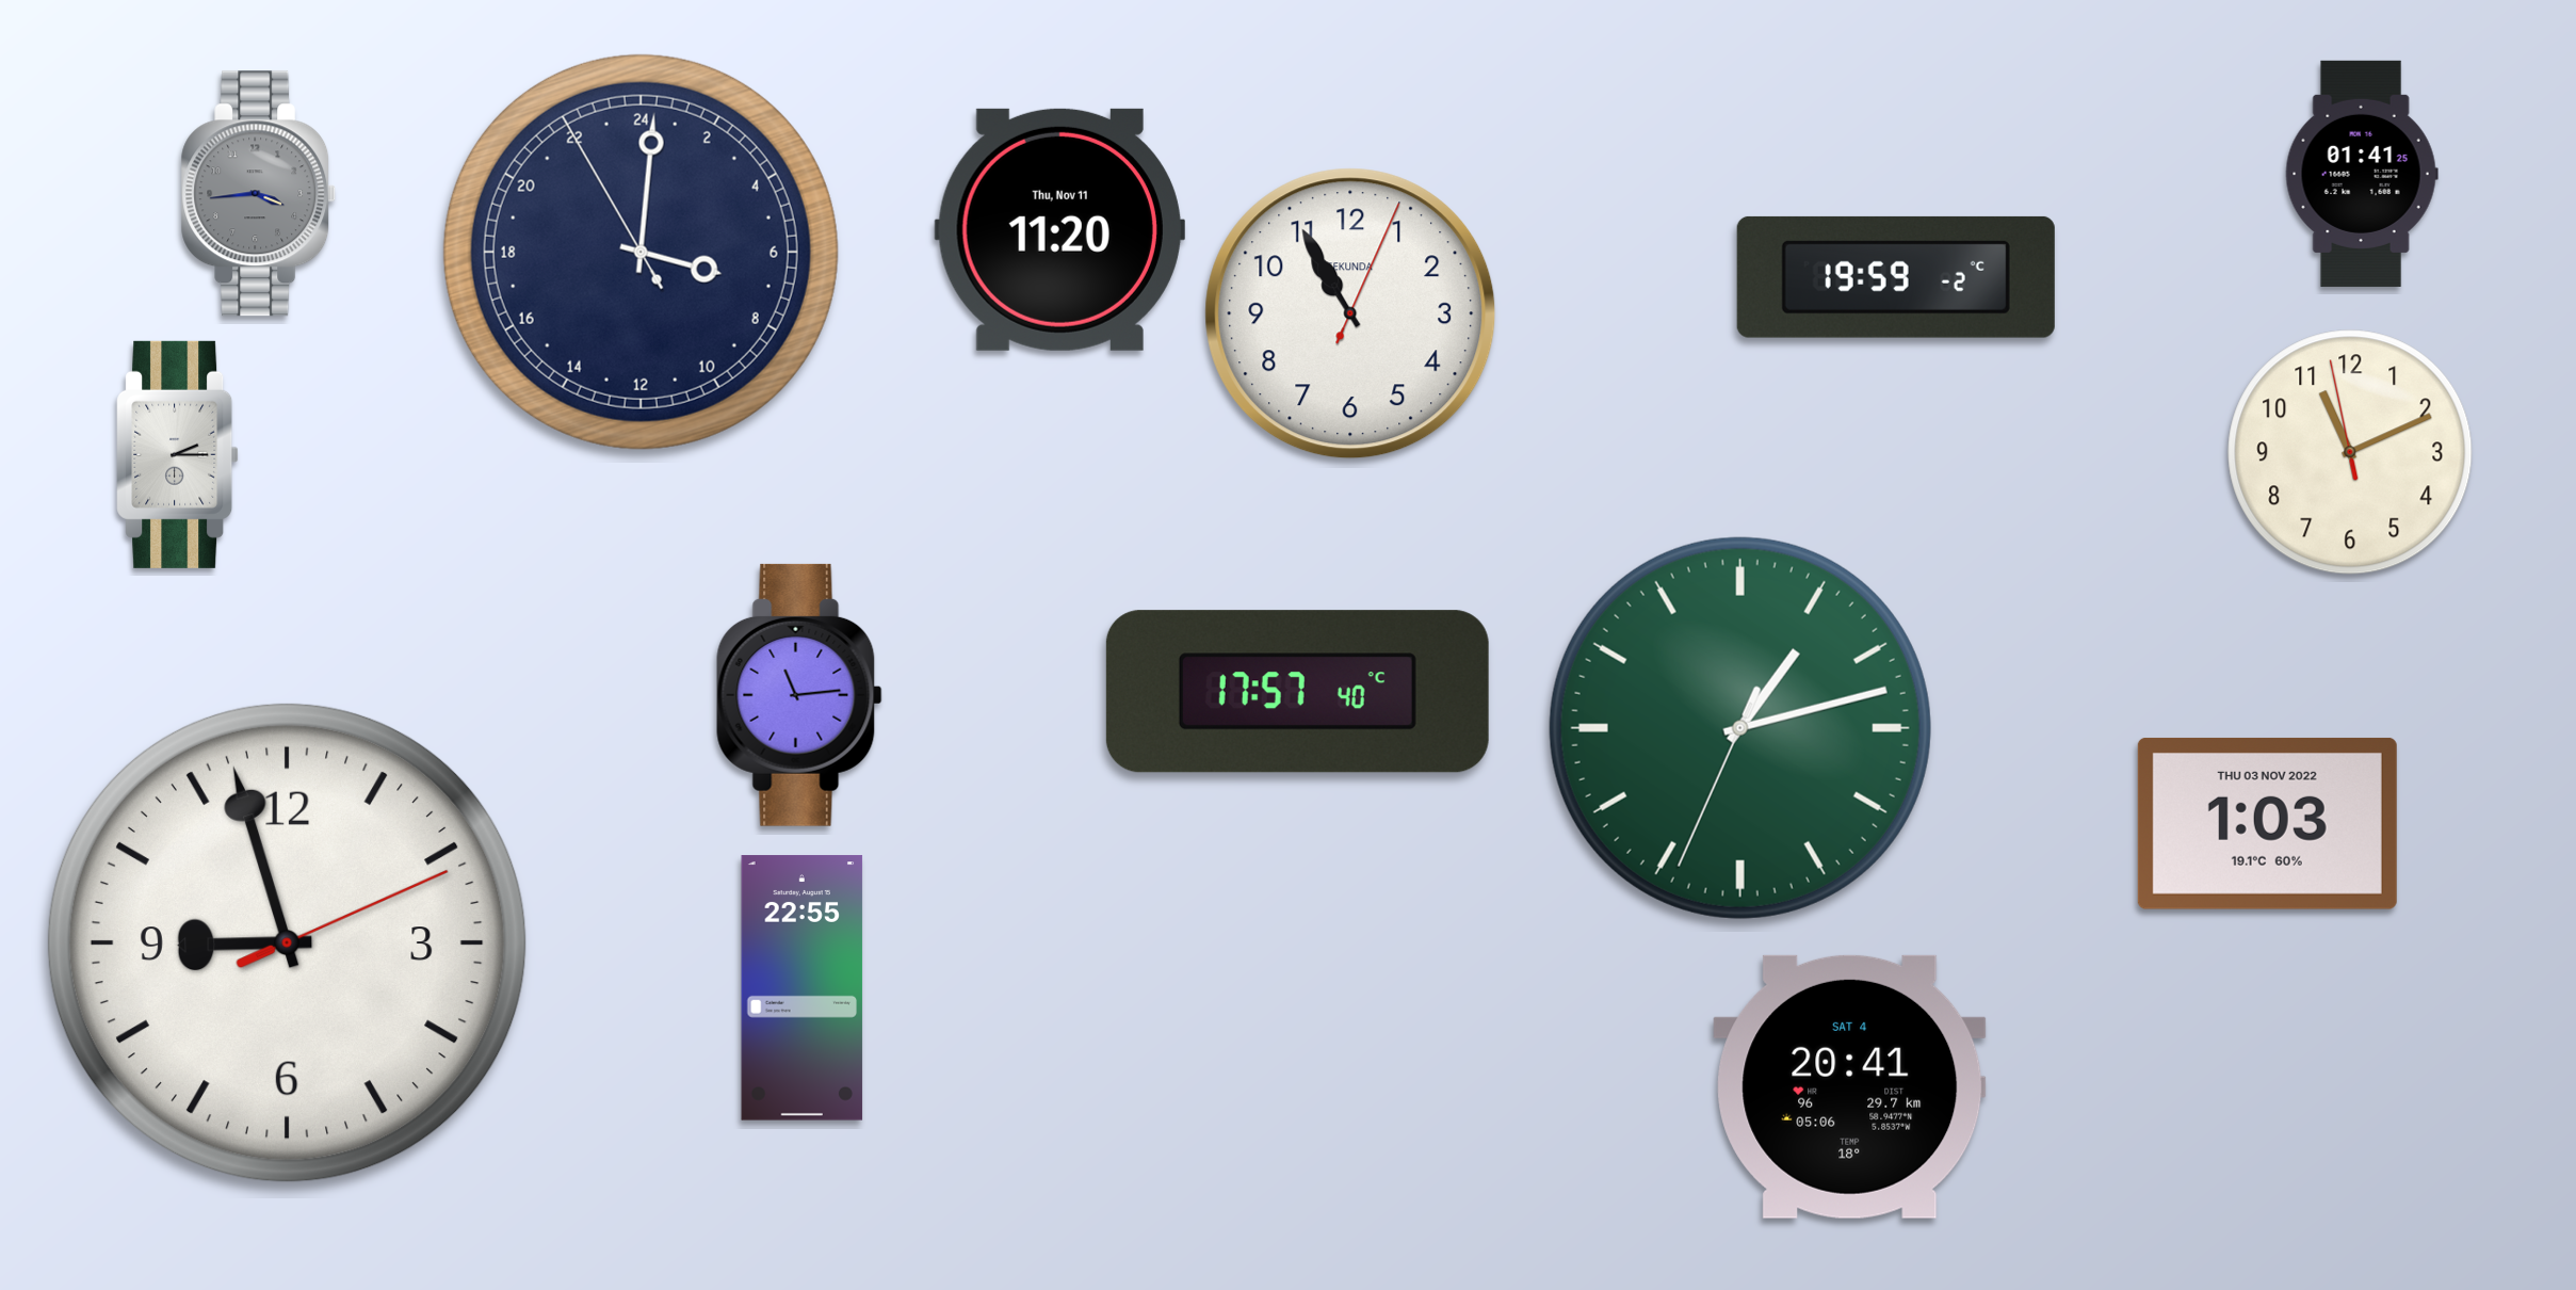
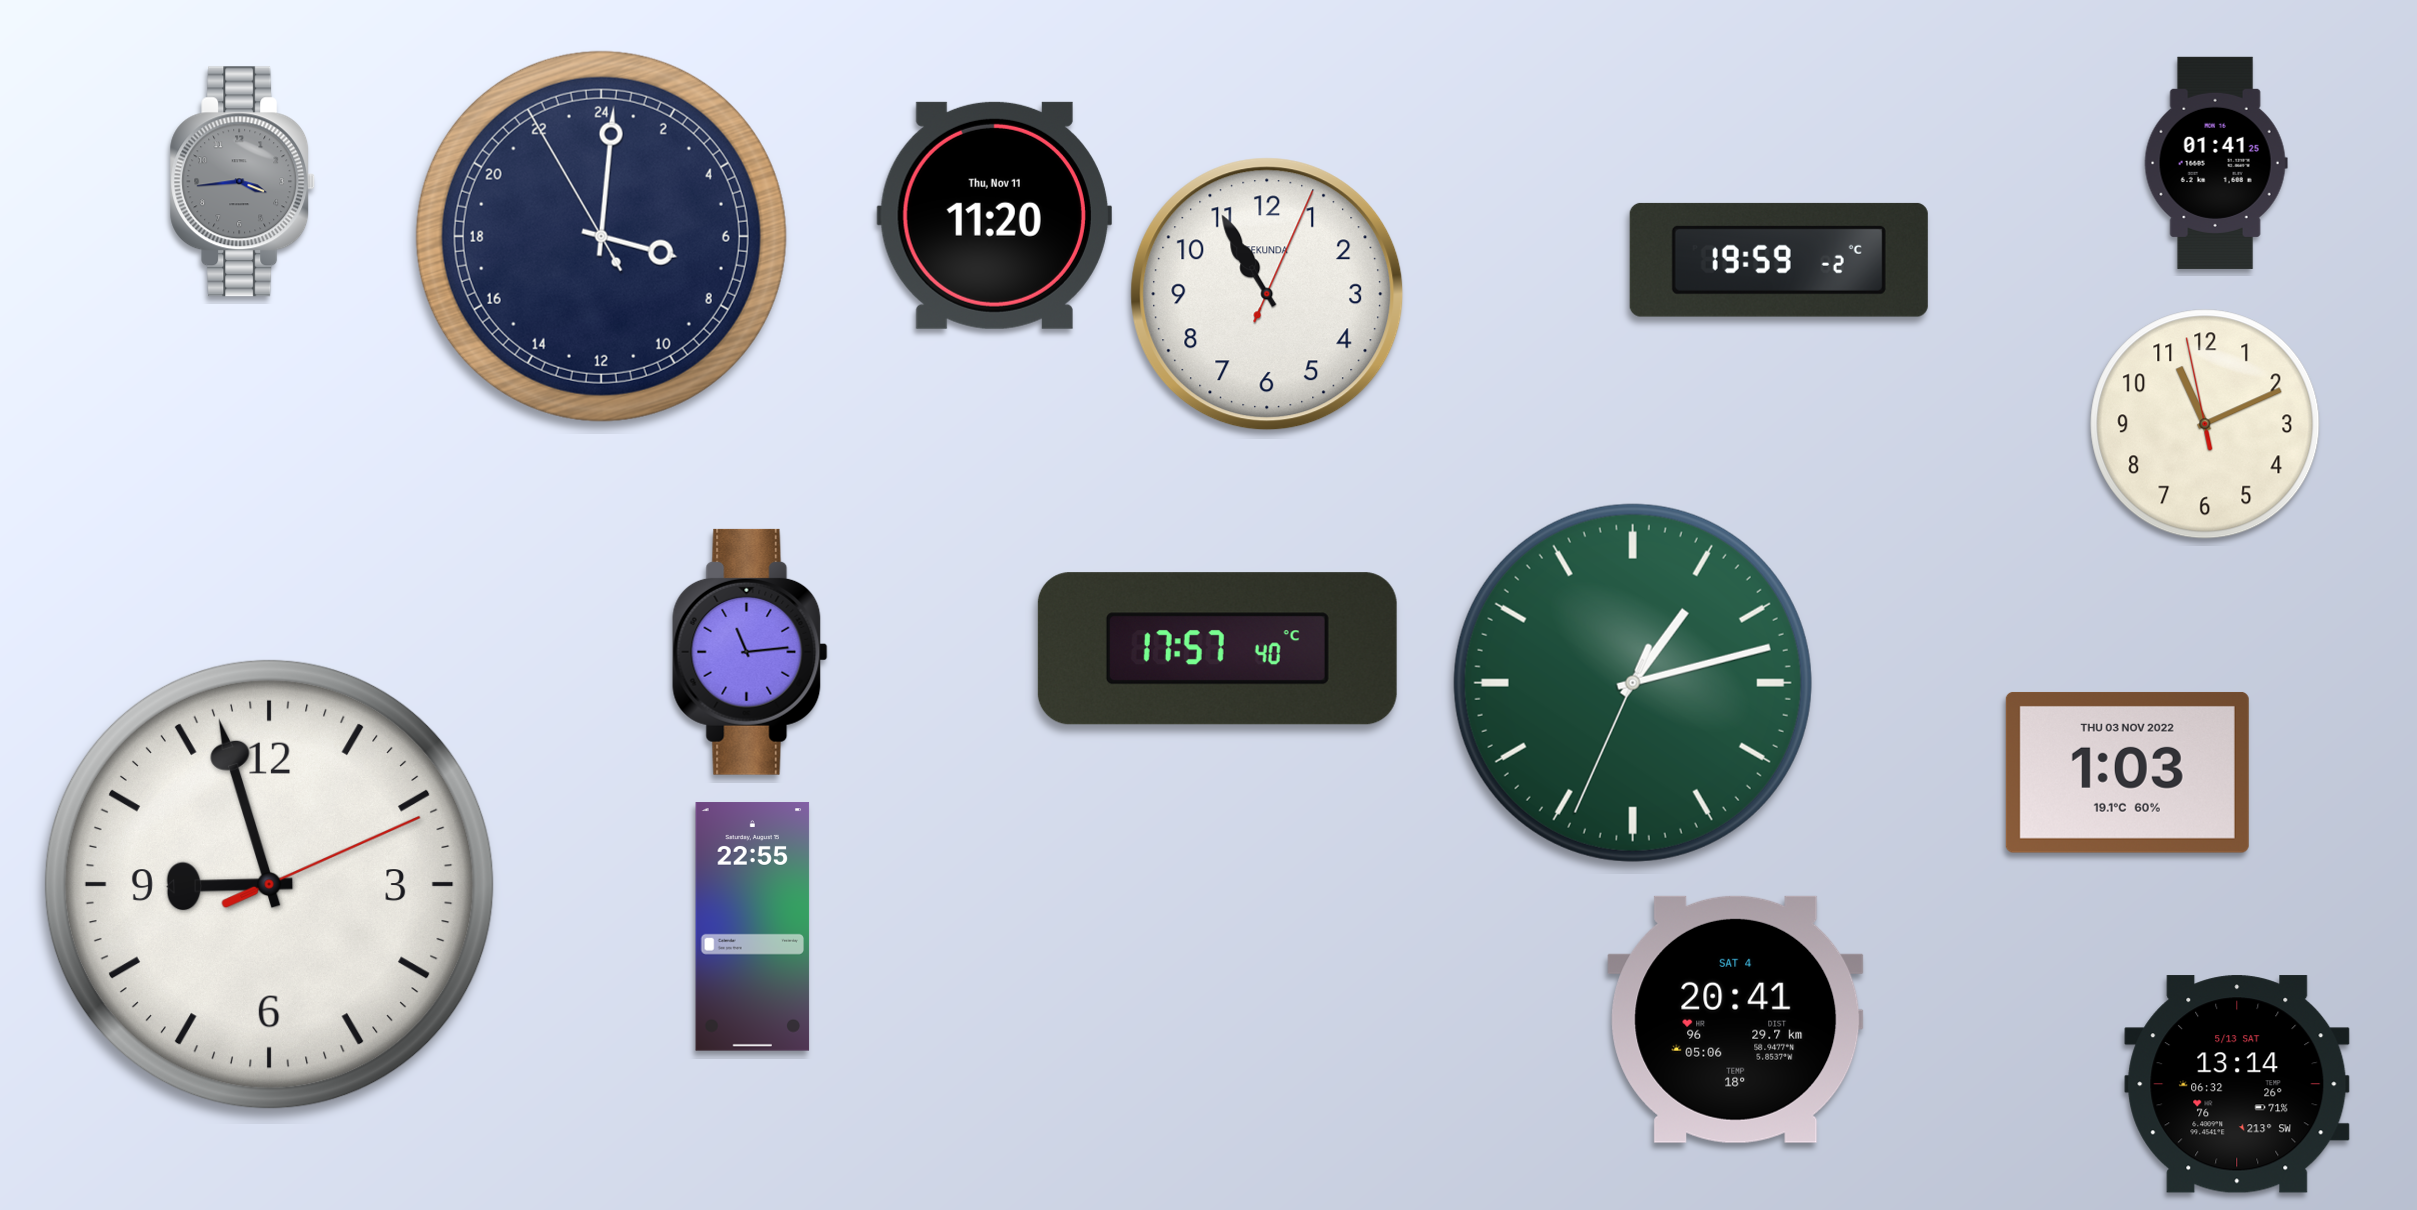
clock at (178, 454): 2:15 -> none
clock at (2237, 1084): none -> 13:14
